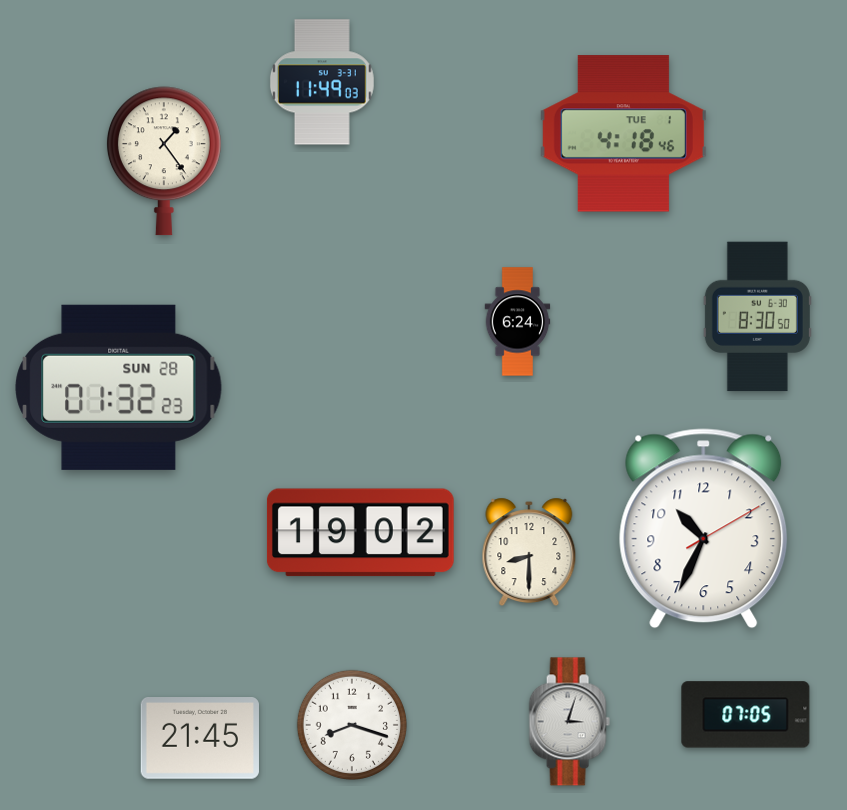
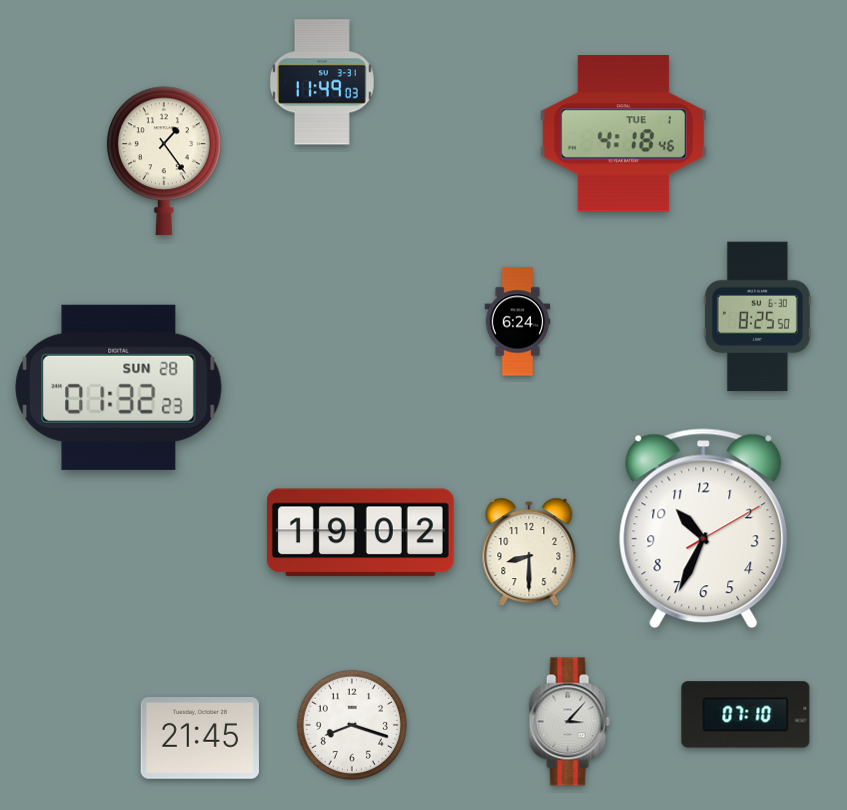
clock at (757, 317): 8:30 -> 8:25
clock at (746, 715): 07:05 -> 07:10
clock at (569, 722): 3:03 -> 3:07
